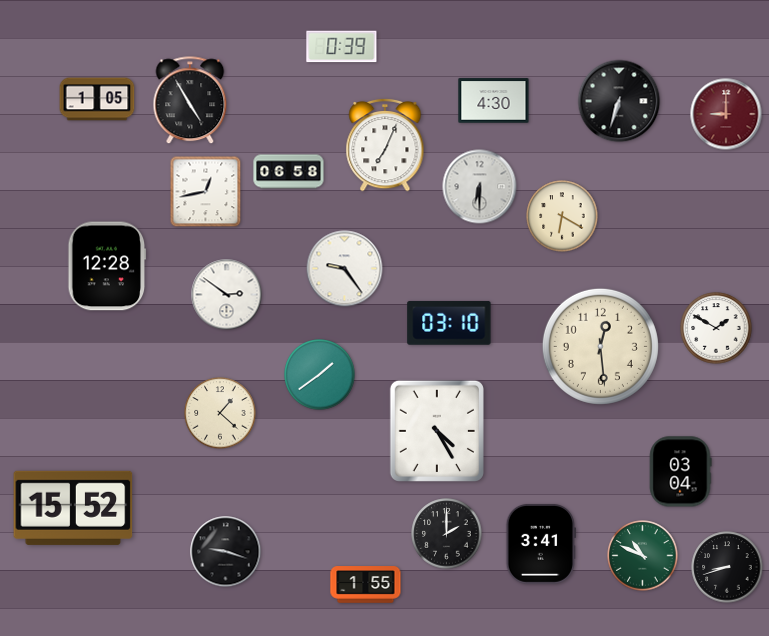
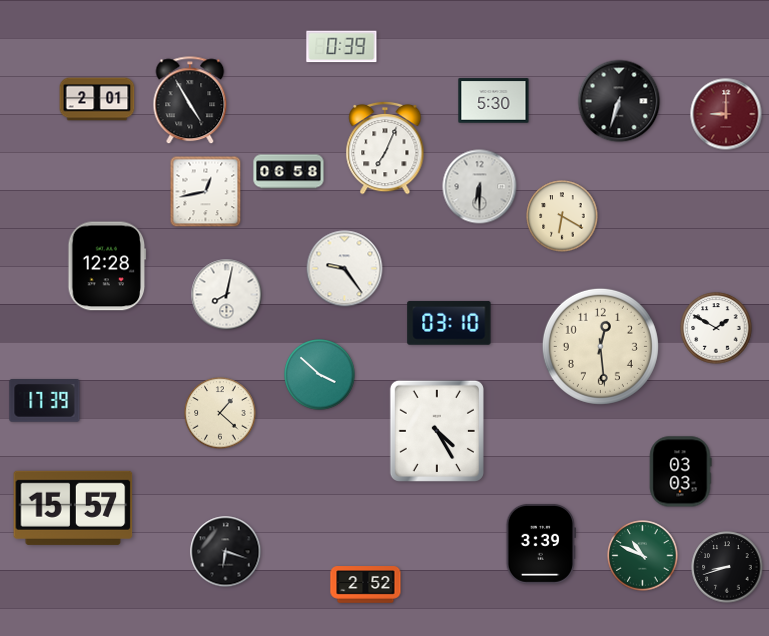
clock at (97, 99): 1:05 -> 2:01
clock at (494, 101): 4:30 -> 5:30
clock at (385, 145) position: (385, 145) -> (385, 148)
clock at (227, 295): 2:51 -> 8:02
clock at (320, 375): 1:39 -> 3:52
clock at (45, 401): none -> 17:39
clock at (680, 472): 03:04 -> 03:03
clock at (73, 508): 15:52 -> 15:57
clock at (447, 534): 2:00 -> none
clock at (540, 544): 3:41 -> 3:39
clock at (226, 552): 9:18 -> 6:18
clock at (366, 585): 1:55 -> 2:52
